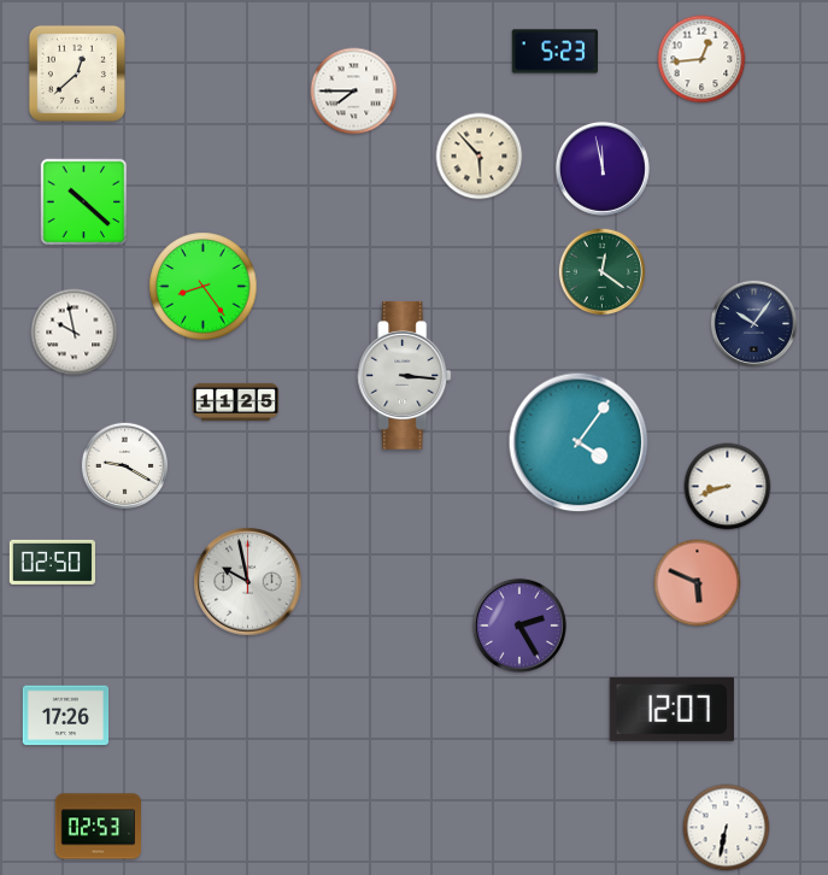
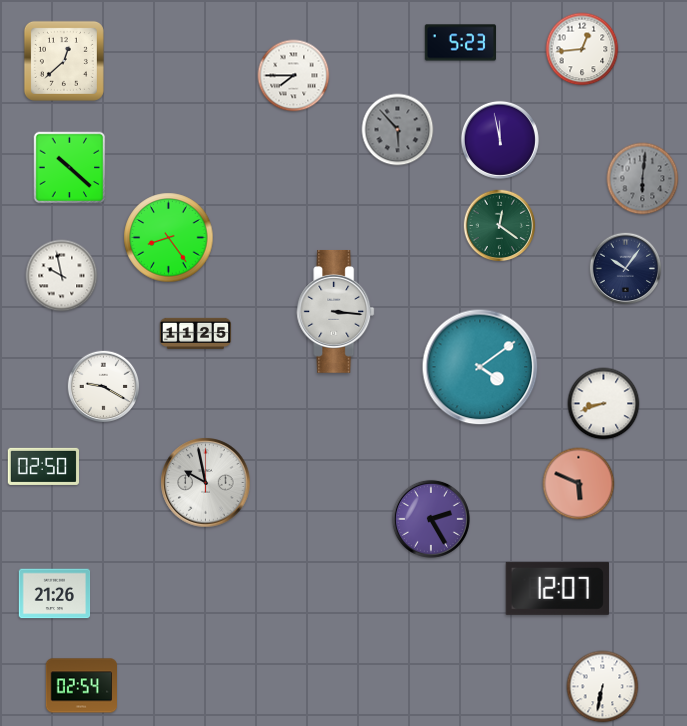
clock at (480, 157) dial: cream -> grey
clock at (643, 179): none -> 6:01
clock at (579, 442): 4:06 -> 4:09
clock at (66, 716): 17:26 -> 21:26
clock at (99, 827): 02:53 -> 02:54
